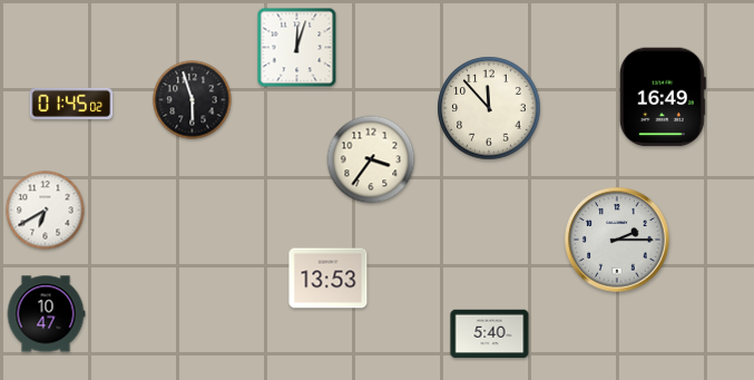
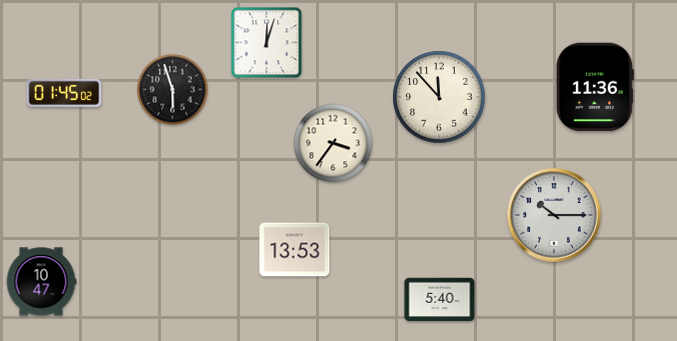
clock at (663, 97): 16:49 -> 11:36
clock at (46, 211): 6:40 -> none
clock at (617, 240): 2:15 -> 10:15
